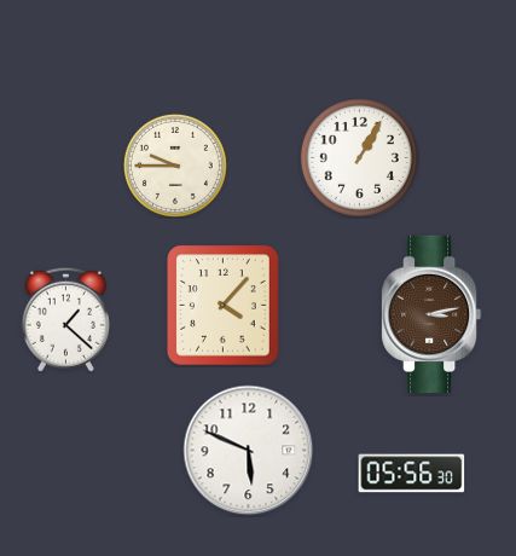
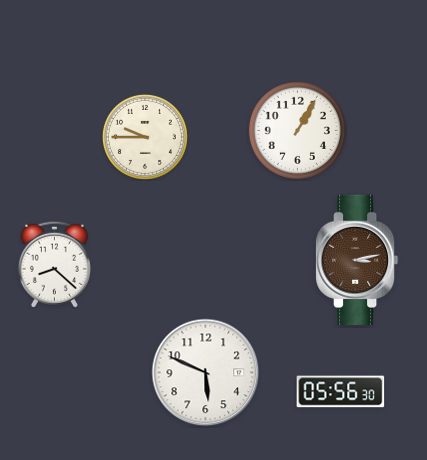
clock at (224, 306): 4:07 -> none
clock at (65, 319): 1:22 -> 8:22
